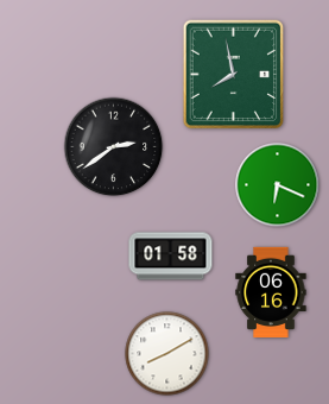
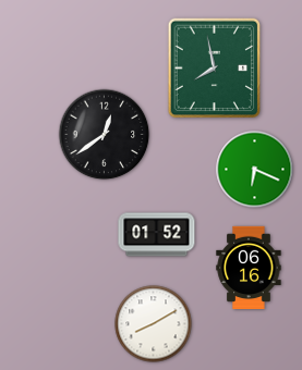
clock at (114, 147): 2:39 -> 12:39
clock at (171, 257): 01:58 -> 01:52
